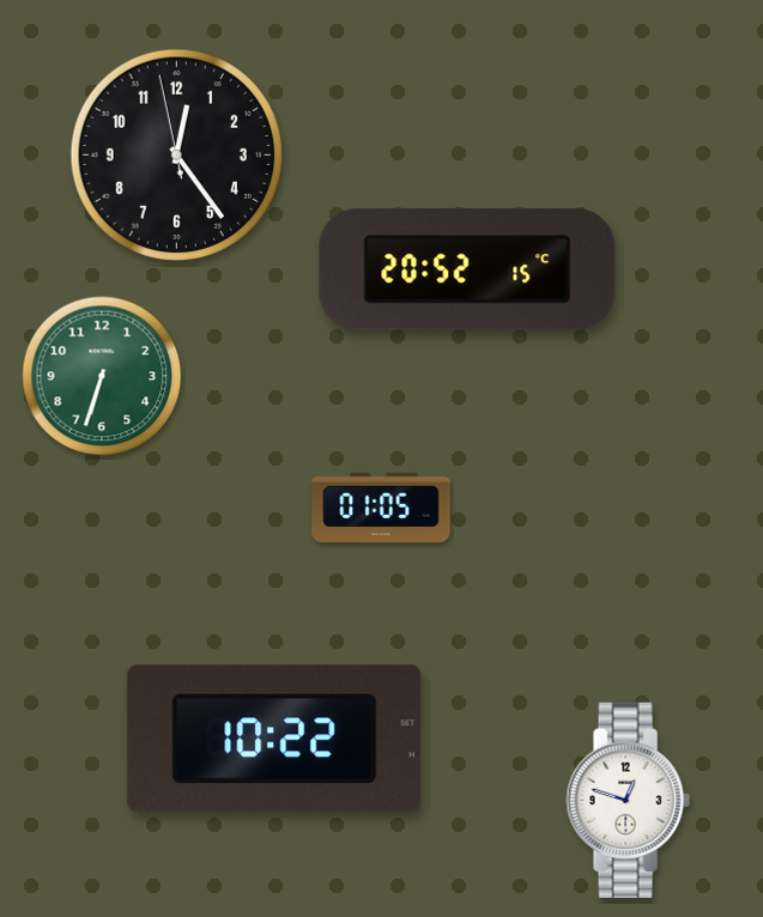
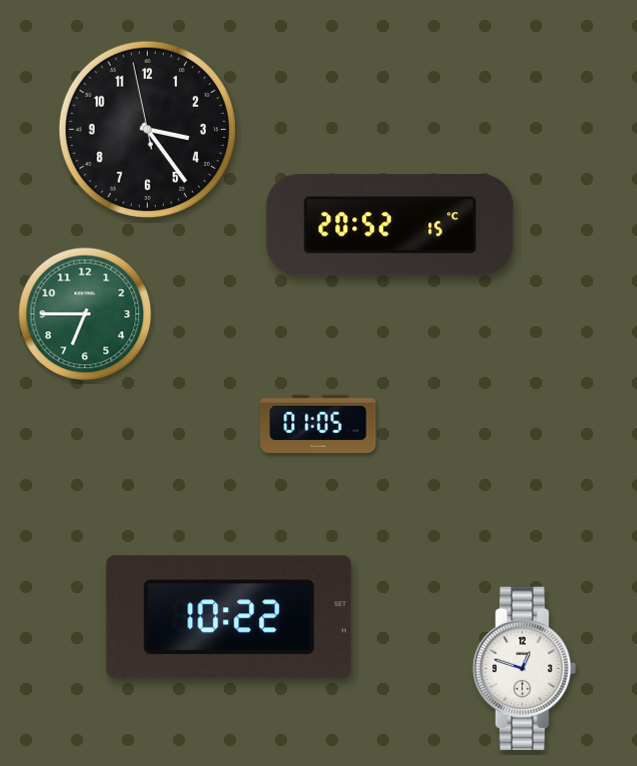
clock at (176, 154): 12:23 -> 3:23
clock at (102, 376): 6:33 -> 6:45
